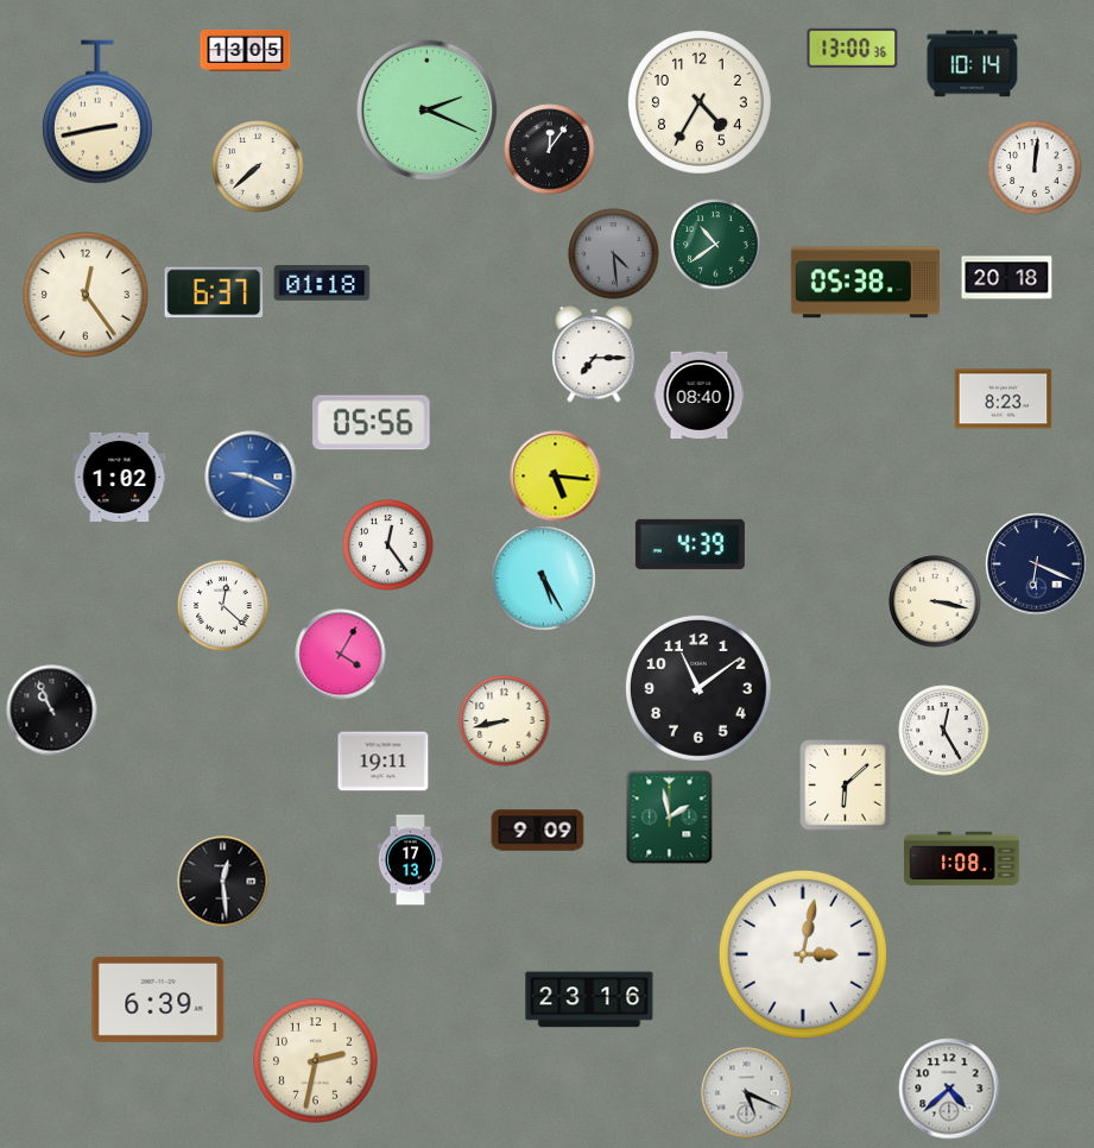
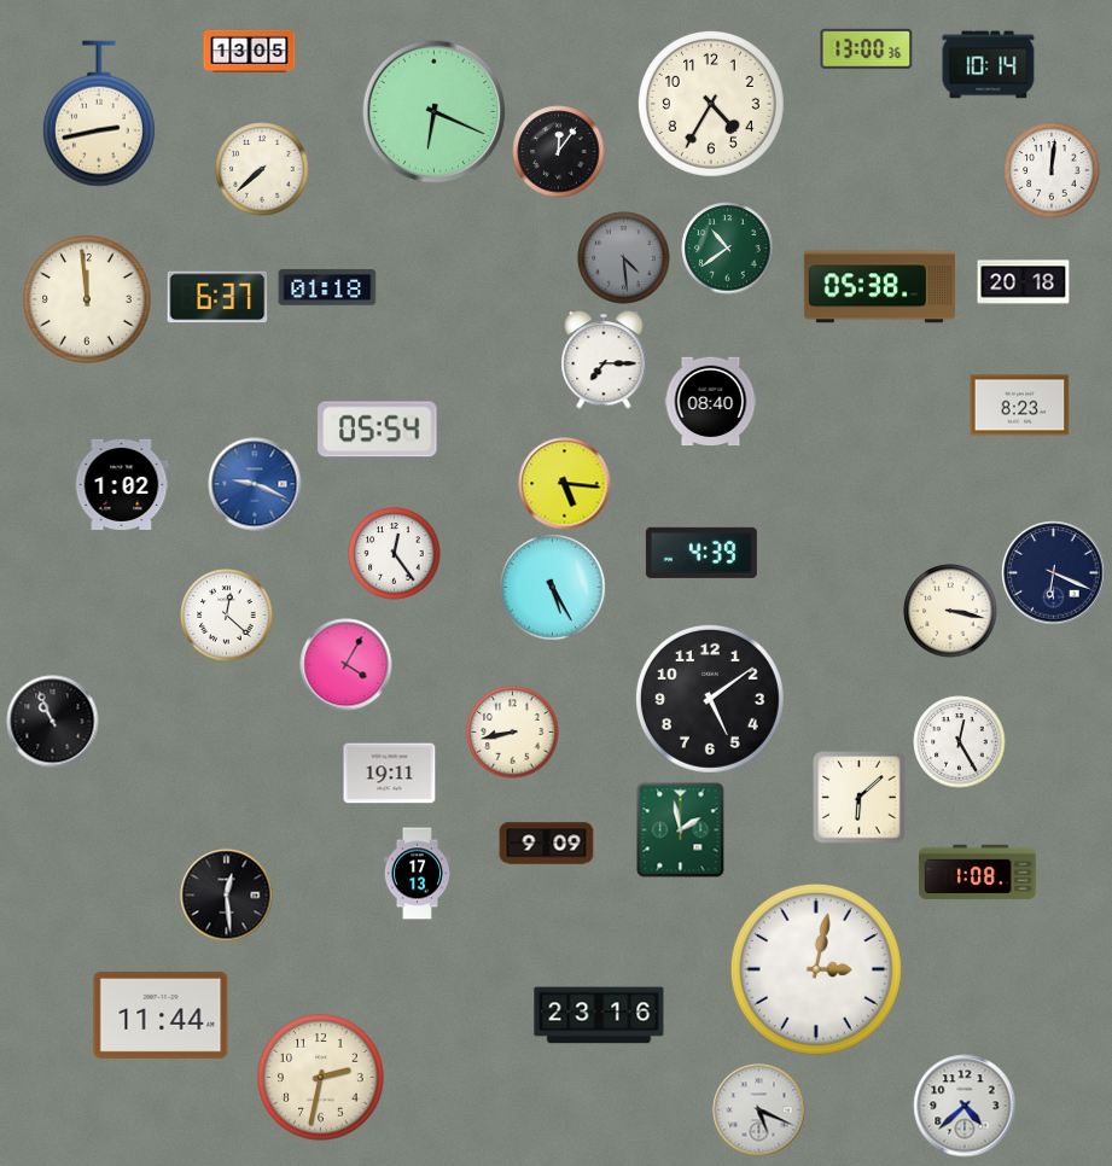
clock at (428, 111): 2:19 -> 6:19
clock at (86, 295): 12:24 -> 11:59
clock at (372, 423): 05:56 -> 05:54
clock at (698, 688): 11:09 -> 5:09
clock at (158, 999): 6:39 -> 11:44
